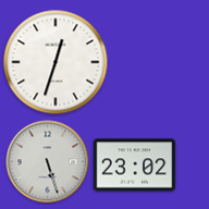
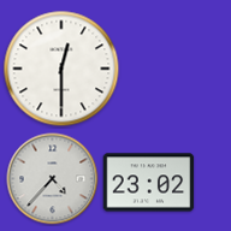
clock at (56, 62): 12:33 -> 12:30
clock at (48, 162): 5:27 -> 4:37
